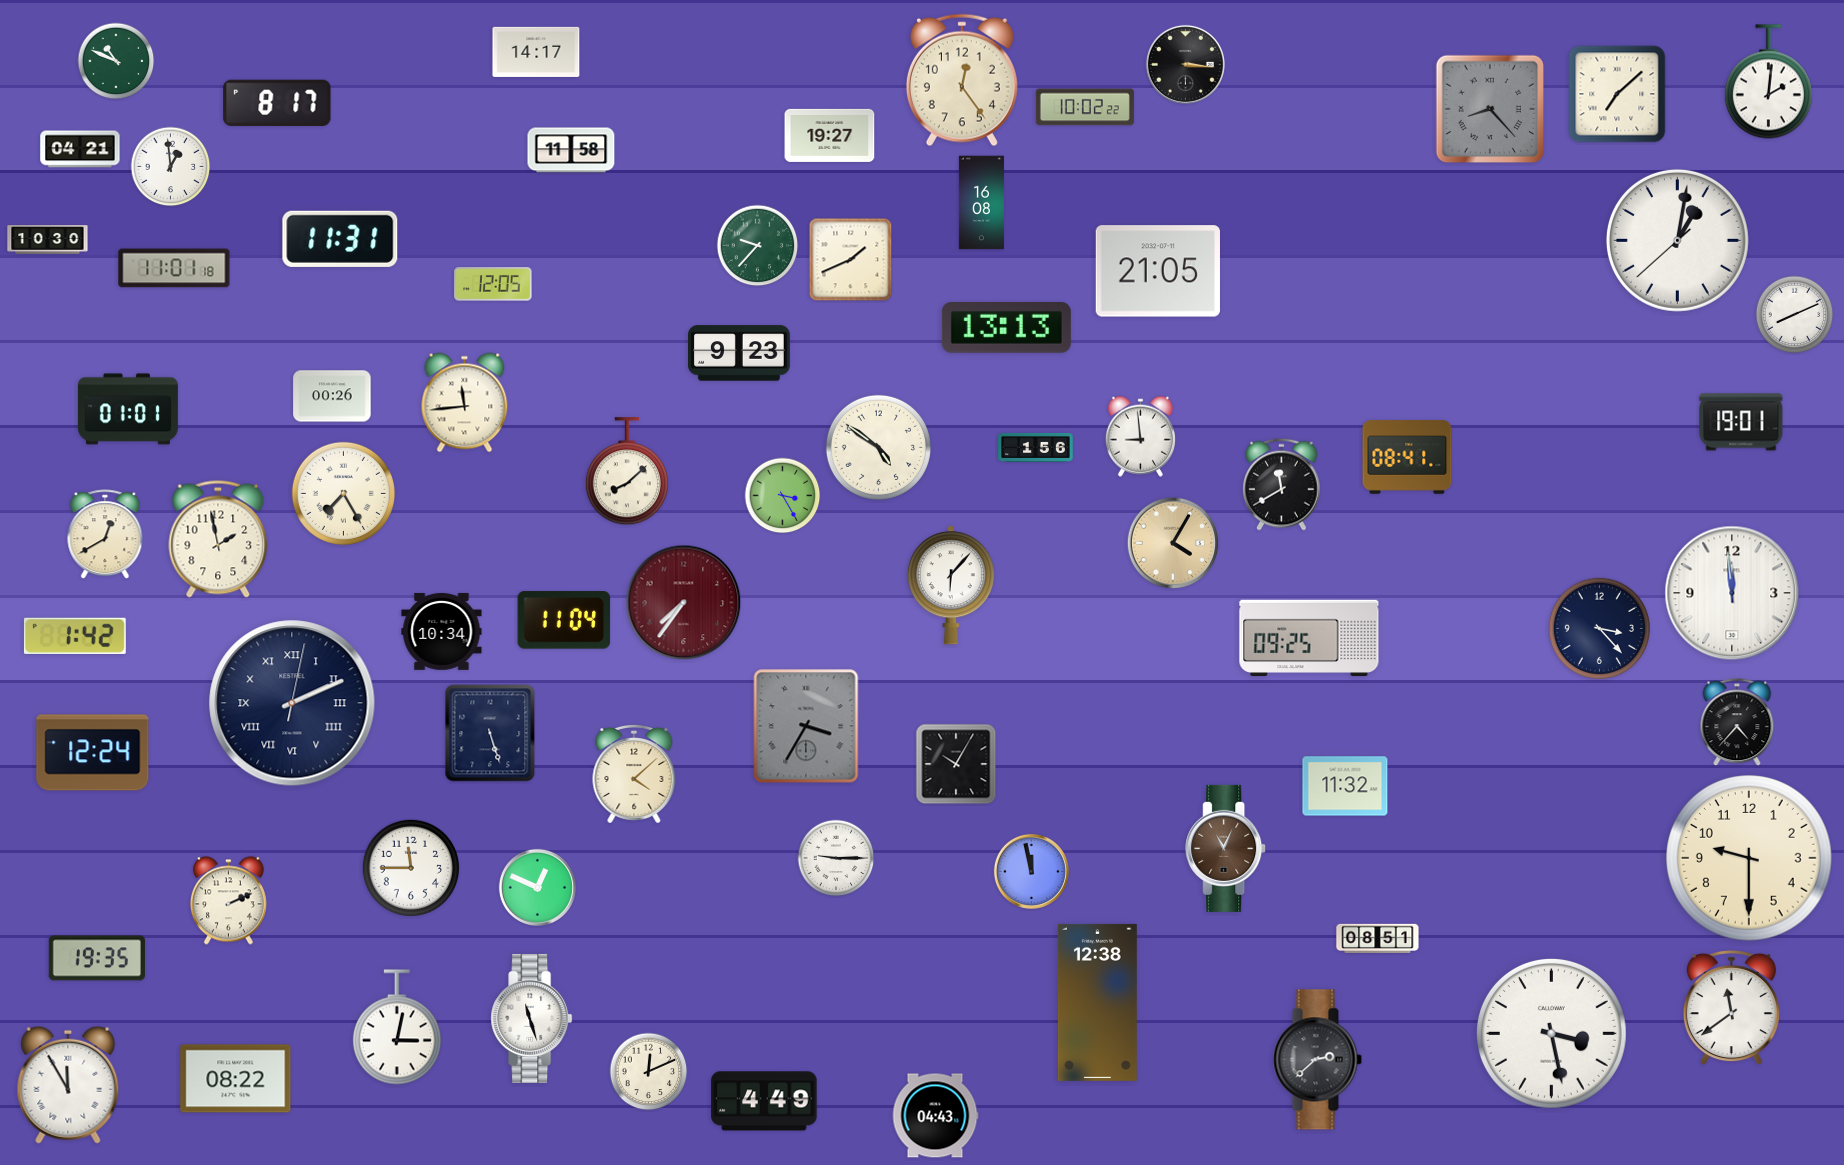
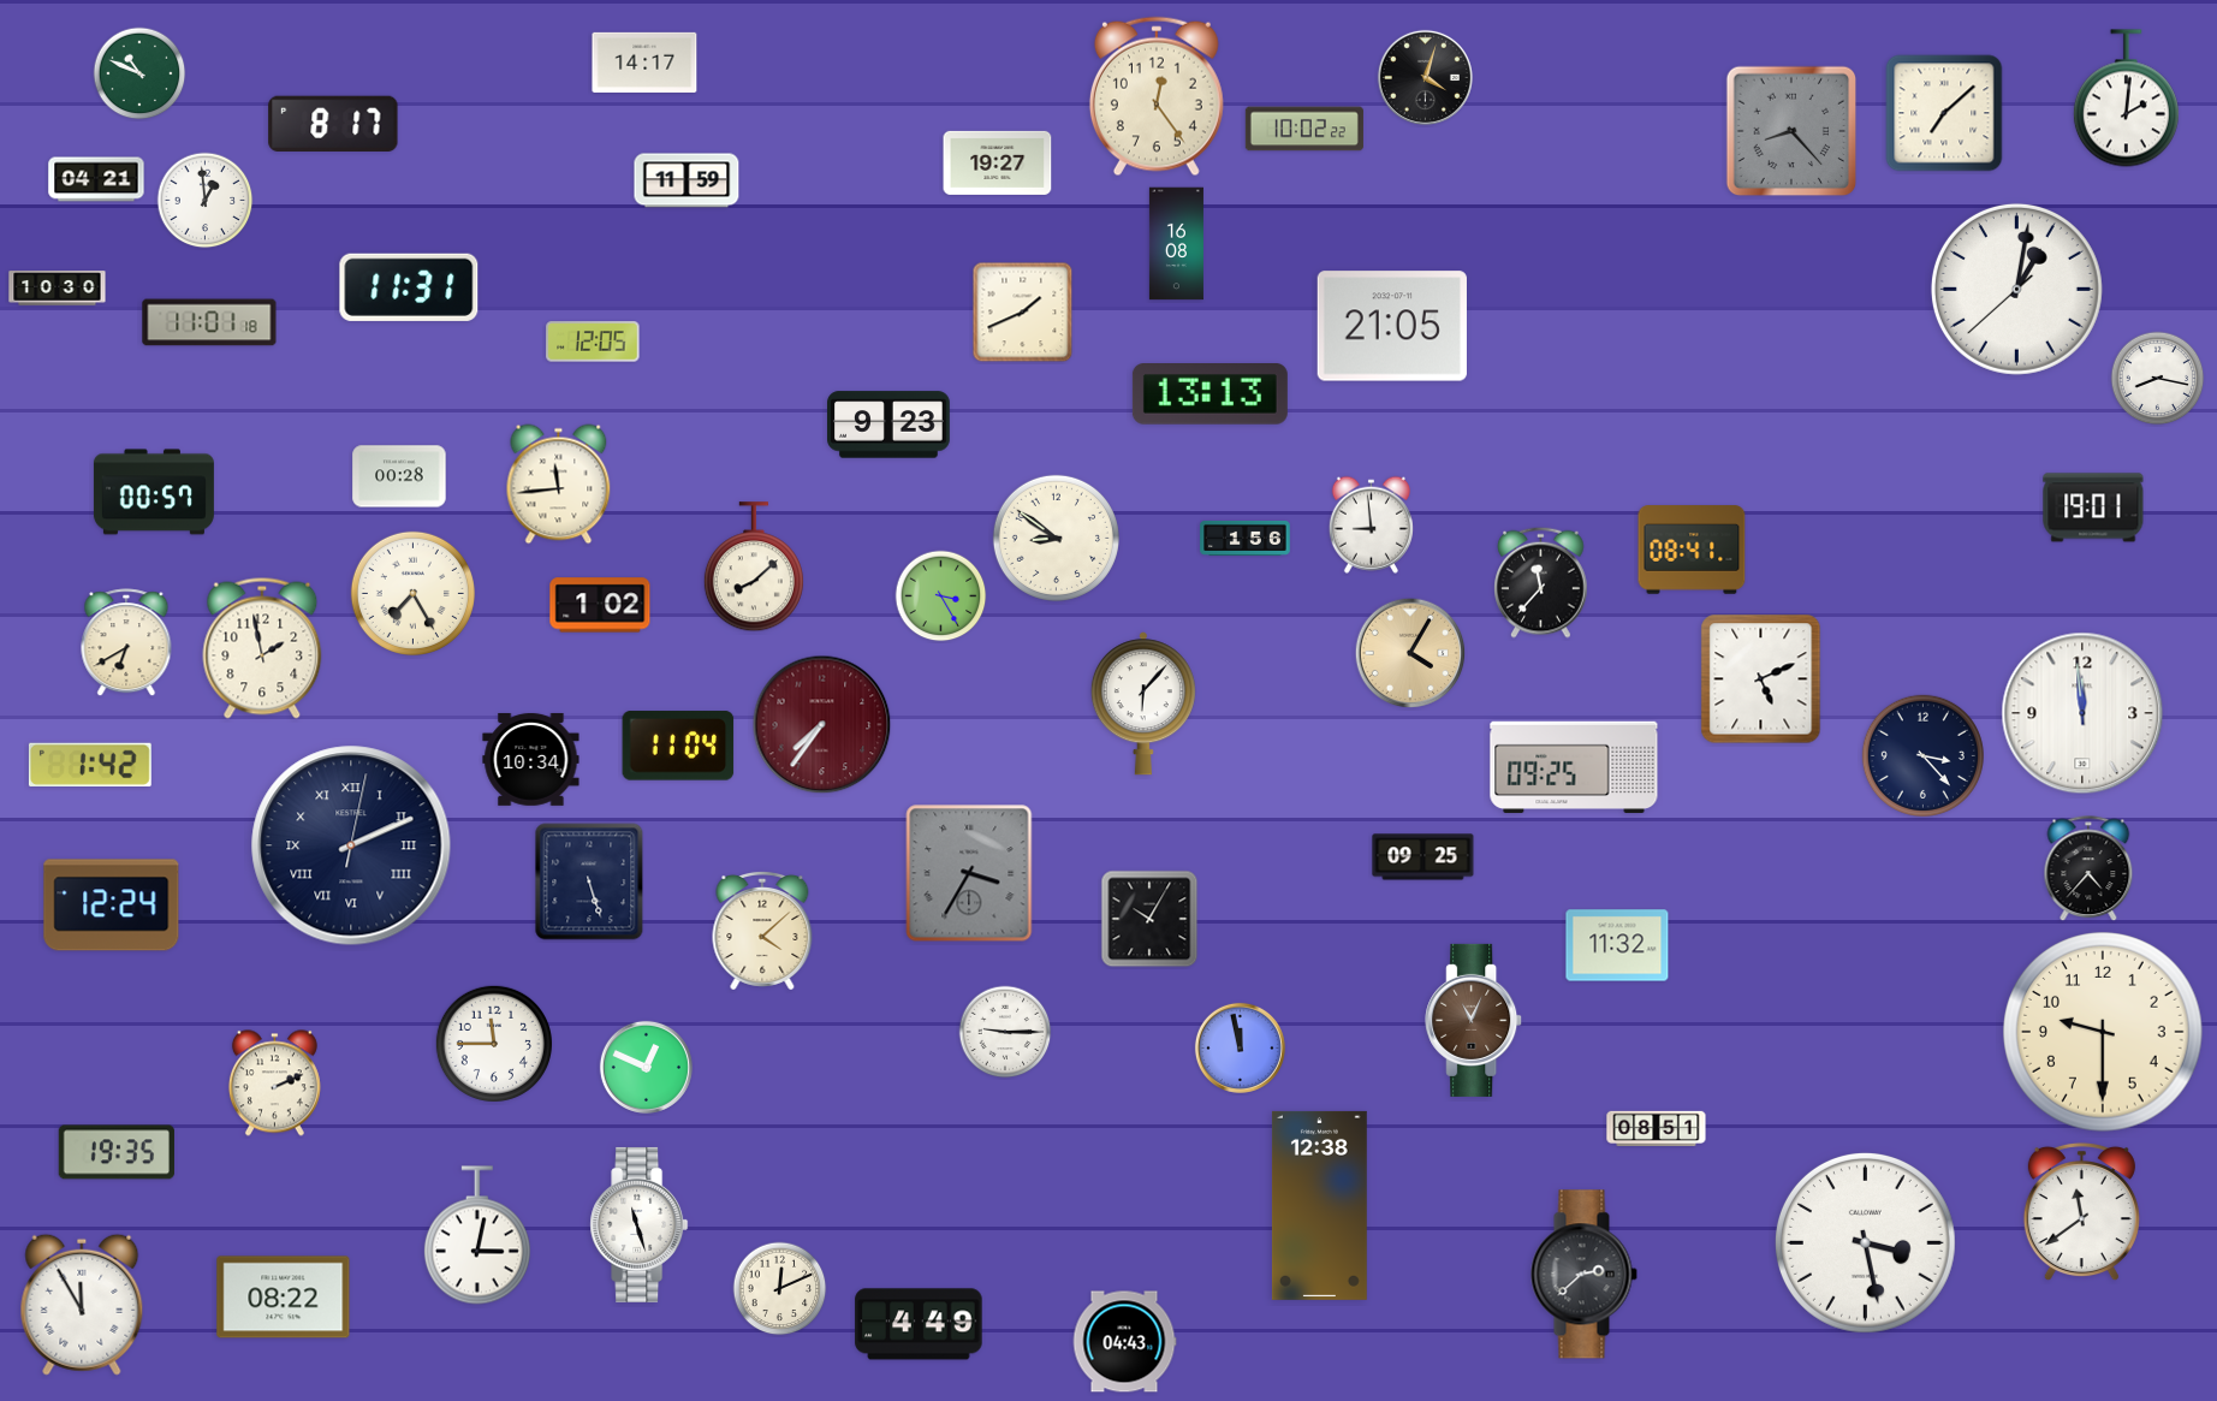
clock at (1185, 64): 3:16 -> 4:03
clock at (571, 150): 11:58 -> 11:59
clock at (981, 203) position: (981, 203) -> (1176, 244)
clock at (758, 246): 9:37 -> none
clock at (1795, 315): 8:11 -> 8:17
clock at (332, 396): 00:26 -> 00:28
clock at (128, 409): 01:01 -> 00:57
clock at (878, 447): 4:51 -> 8:51
clock at (1282, 484): 11:40 -> 11:37
clock at (600, 605): none -> 1:02
clock at (105, 535): 12:40 -> 6:40
clock at (1761, 679): none -> 5:11
clock at (1423, 857): none -> 09:25
